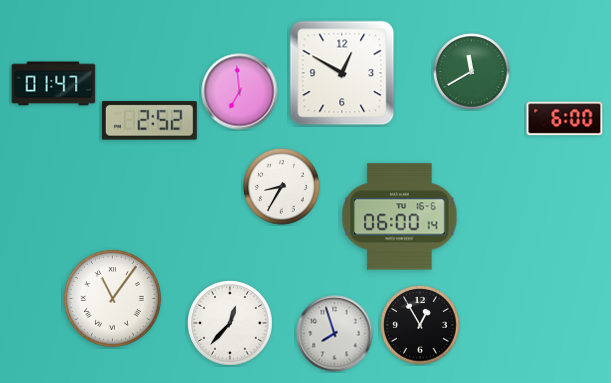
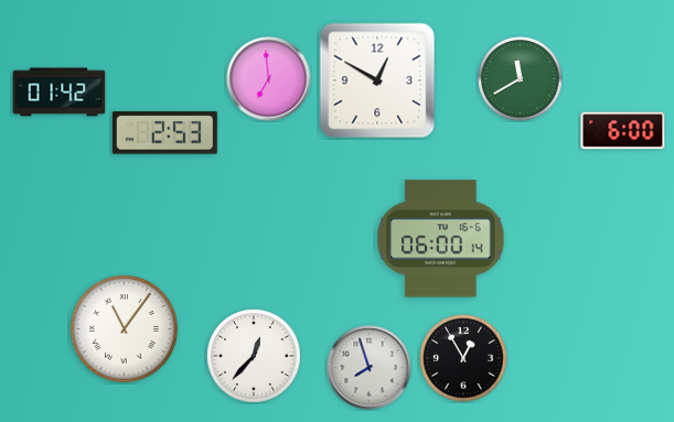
clock at (54, 84): 01:47 -> 01:42
clock at (240, 92) position: (240, 92) -> (269, 79)
clock at (149, 121): 2:52 -> 2:53
clock at (282, 187): 8:35 -> none
